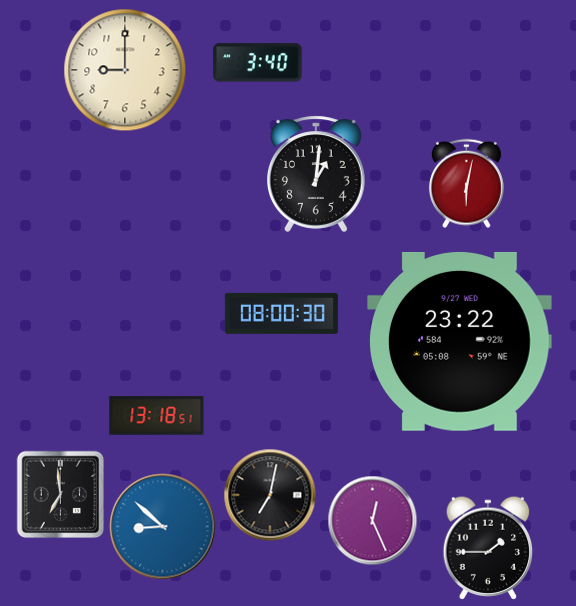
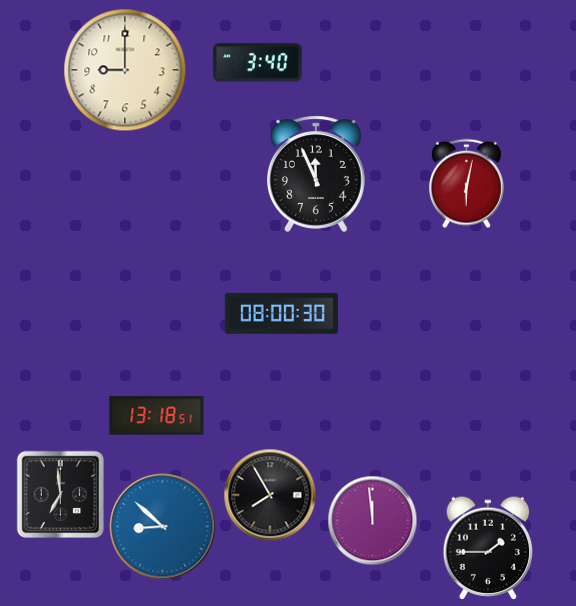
clock at (317, 174): 1:01 -> 11:56
clock at (459, 341): 23:22 -> none
clock at (270, 495): 7:02 -> 7:55
clock at (373, 521): 12:26 -> 11:59
